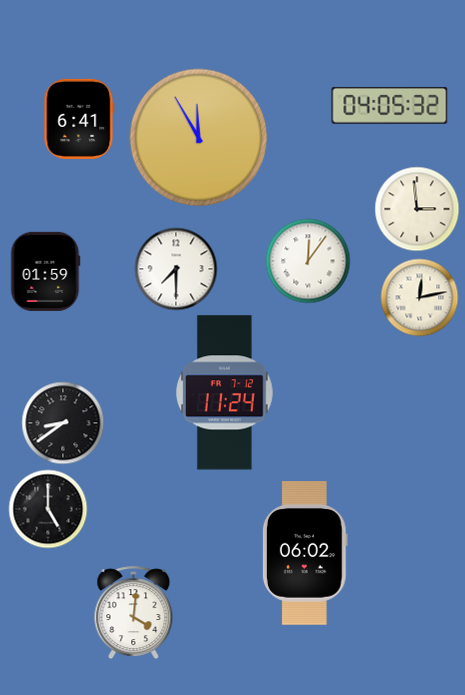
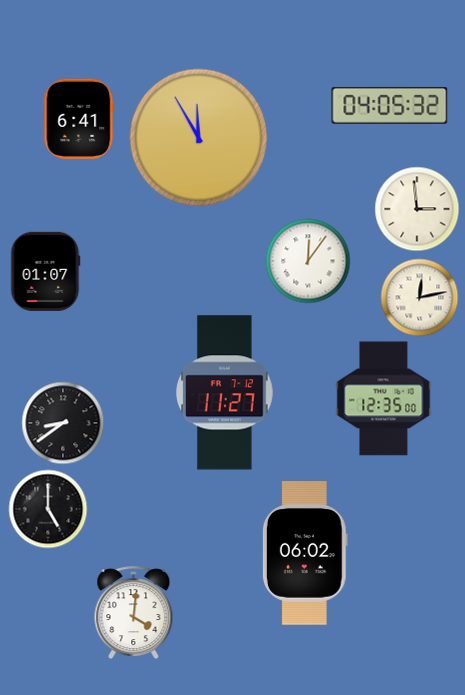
clock at (176, 269): 7:30 -> none
clock at (46, 271): 01:59 -> 01:07
clock at (225, 393): 11:24 -> 11:27
clock at (384, 399): none -> 12:35
